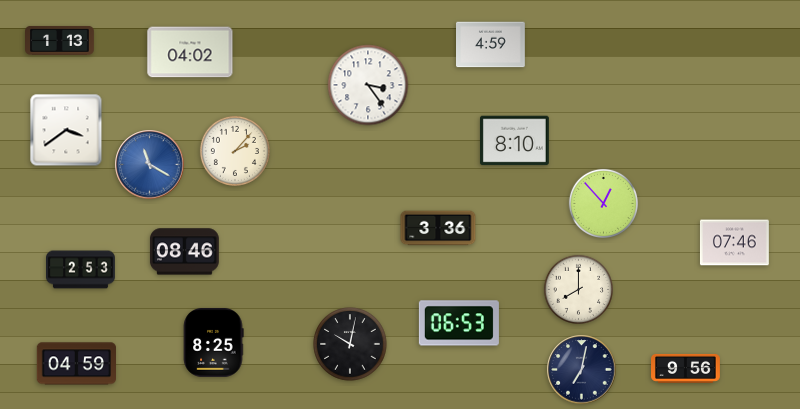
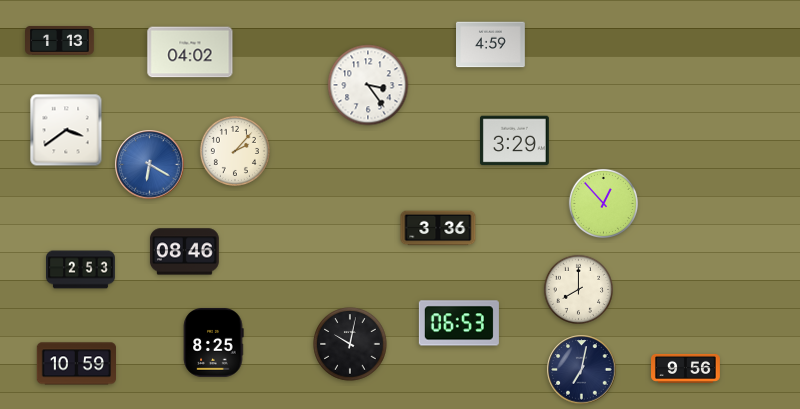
clock at (514, 141): 8:10 -> 3:29
clock at (150, 165): 11:20 -> 6:20
clock at (734, 243): 07:46 -> none
clock at (76, 364): 04:59 -> 10:59
